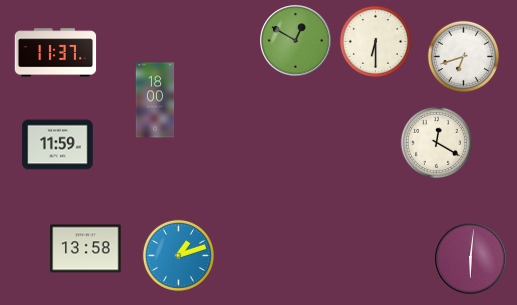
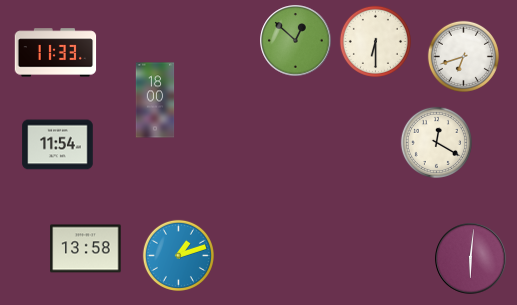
clock at (296, 41): 12:50 -> 12:52
clock at (56, 53): 11:37 -> 11:33
clock at (58, 145): 11:59 -> 11:54
